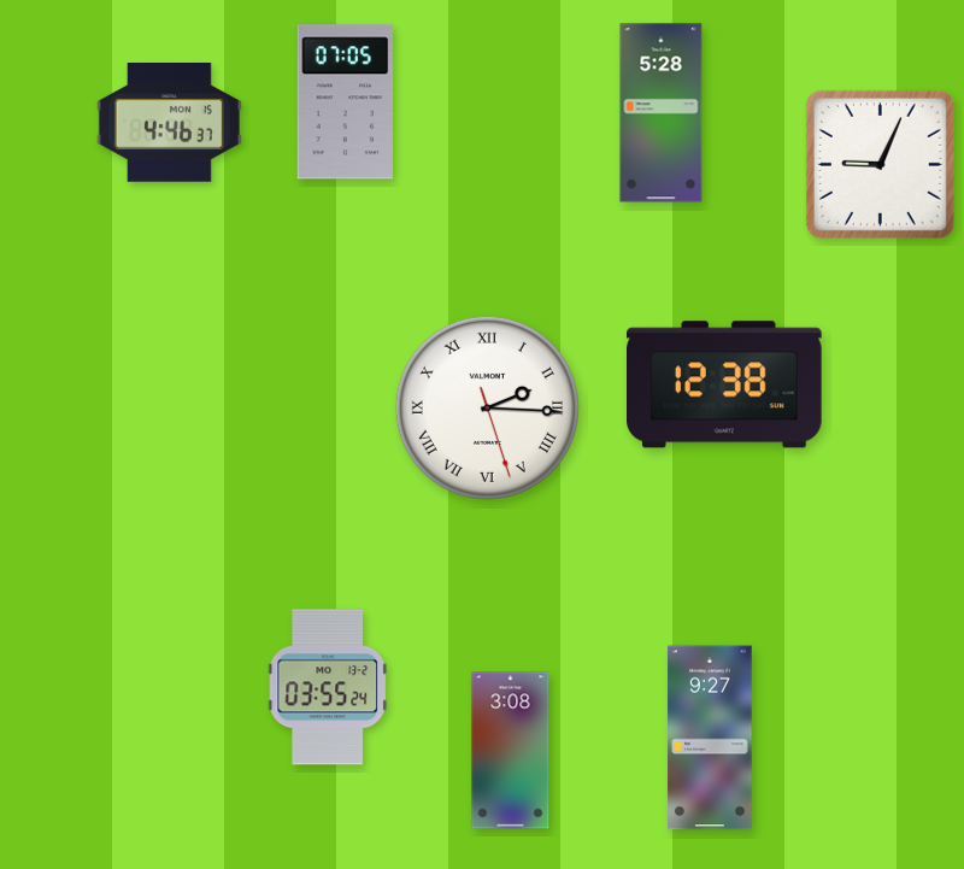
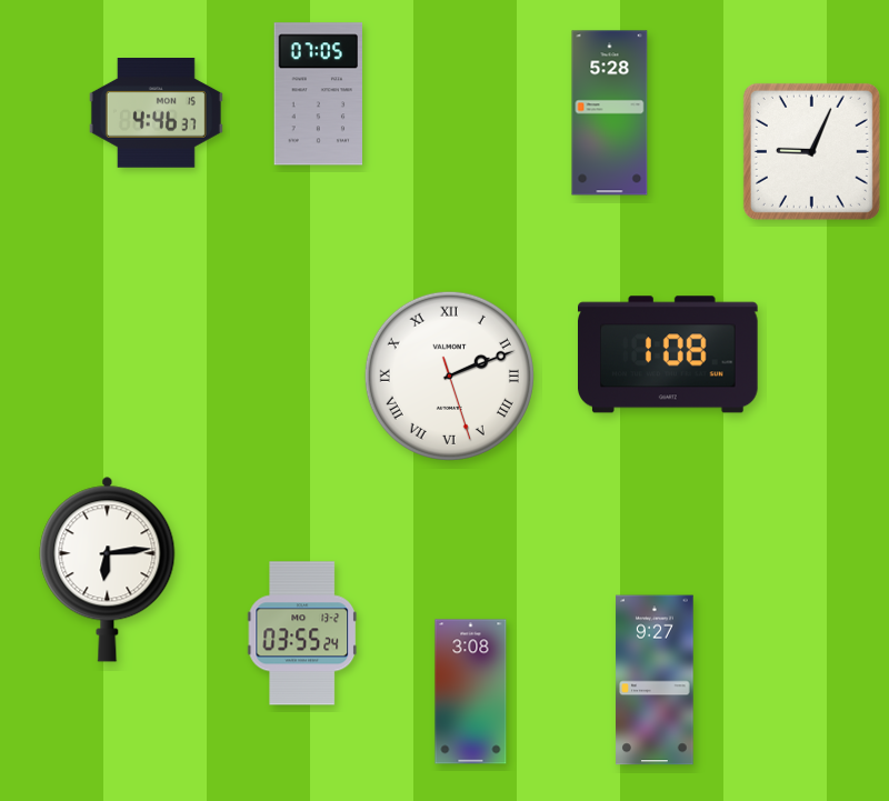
clock at (662, 113) position: (662, 113) -> (610, 113)
clock at (725, 384): 12:38 -> 1:08
clock at (487, 407): 2:15 -> 2:11
clock at (108, 569): none -> 6:14
